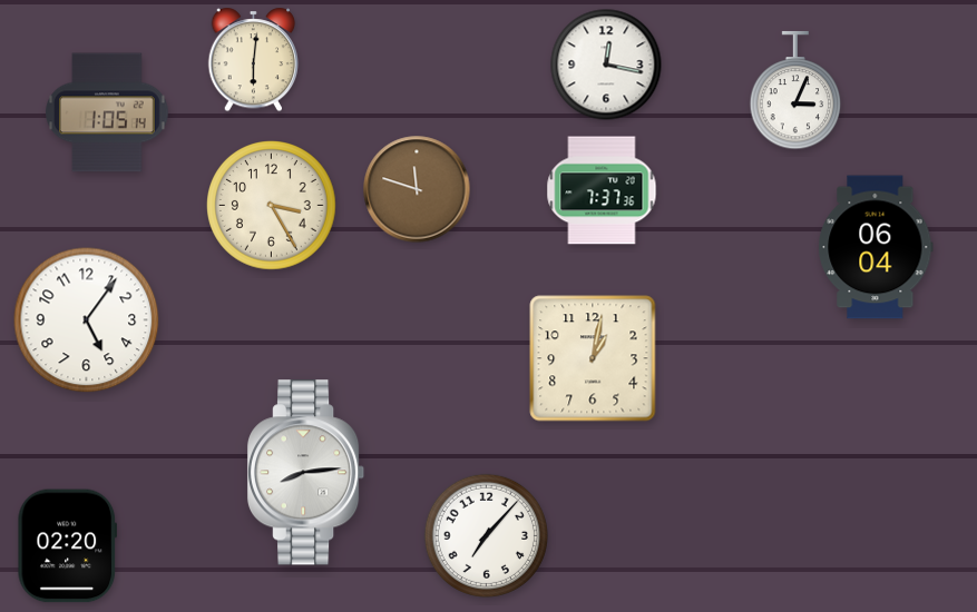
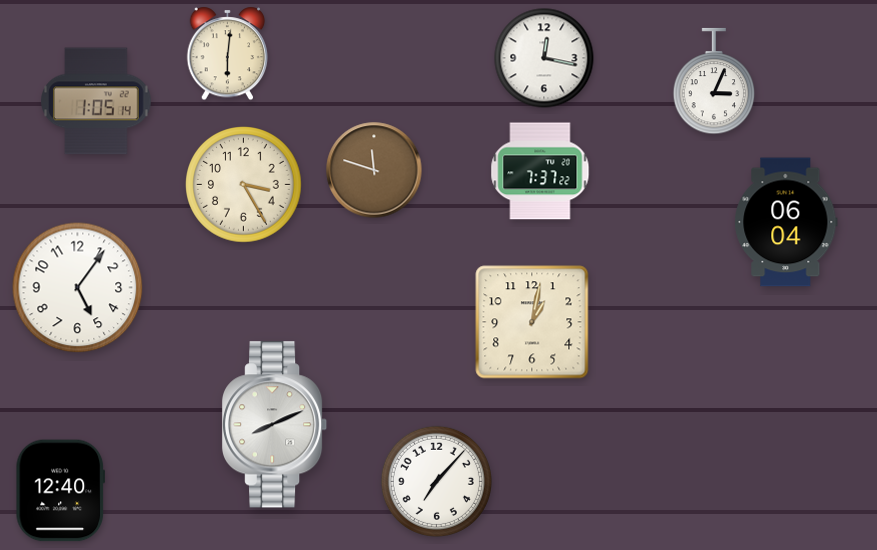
clock at (602, 190): 7:37:36 -> 7:37:22
clock at (306, 473): 8:14 -> 8:11
clock at (67, 546): 02:20 -> 12:40
